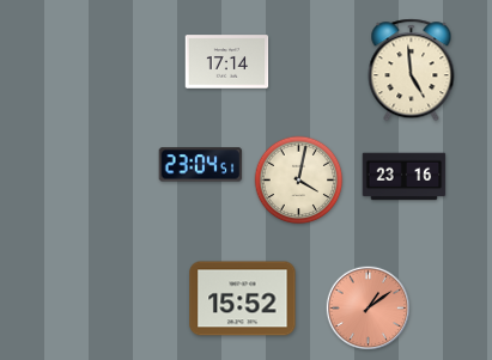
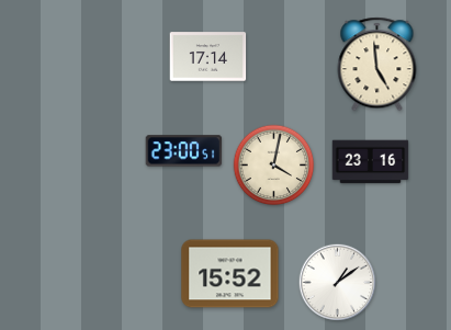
clock at (201, 165): 23:04 -> 23:00
clock at (243, 299) position: (243, 299) -> (230, 274)
clock at (369, 309) dial: salmon -> white
